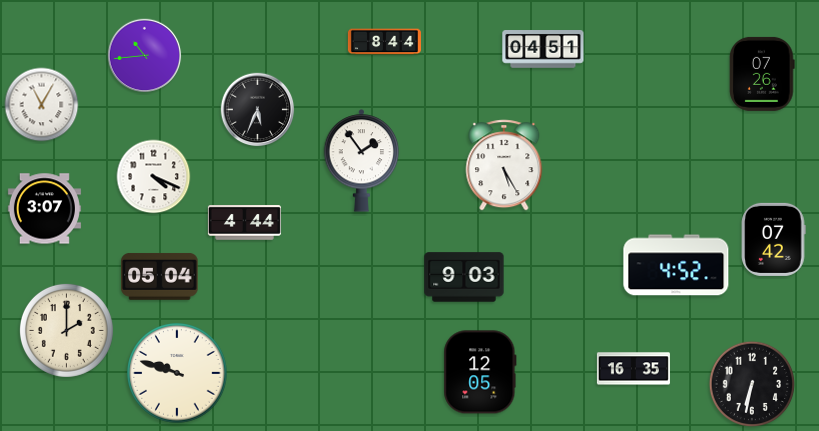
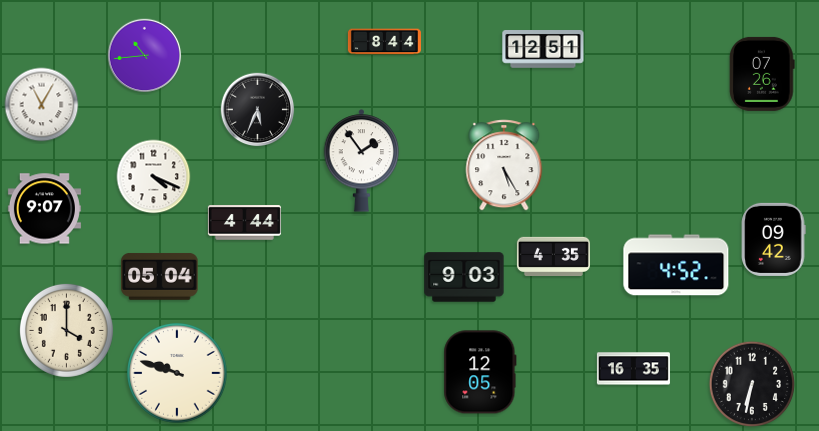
clock at (543, 50): 04:51 -> 12:51
clock at (44, 209): 3:07 -> 9:07
clock at (773, 239): 07:42 -> 09:42
clock at (553, 256): none -> 4:35
clock at (66, 330): 2:00 -> 4:00
